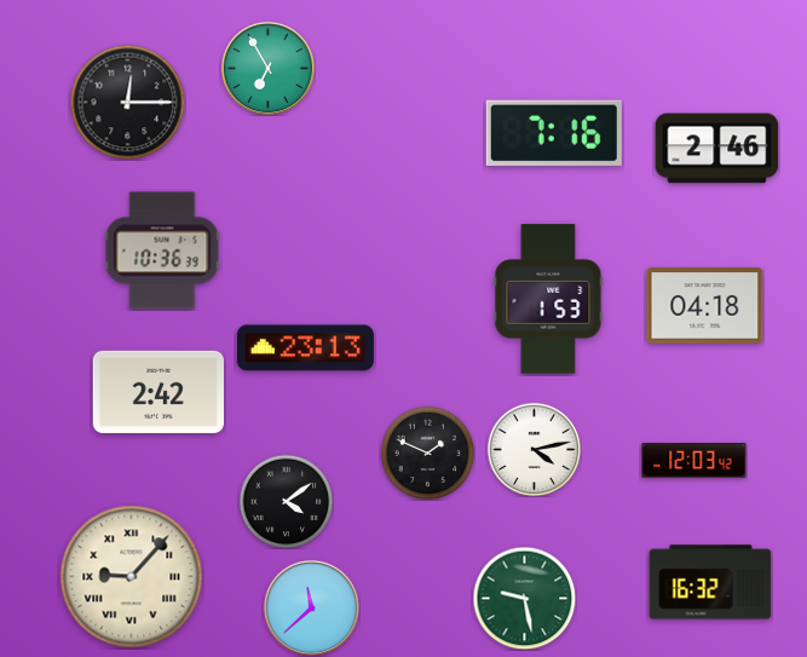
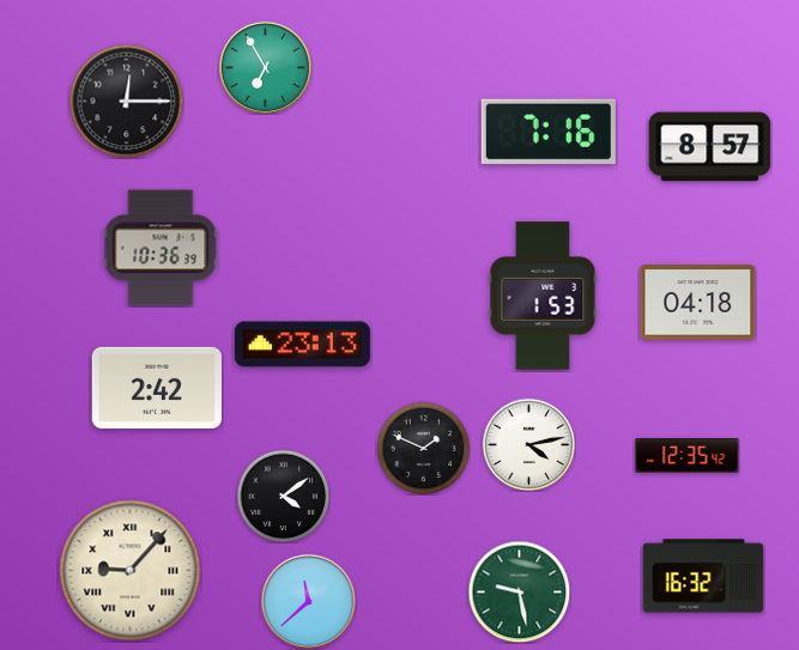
clock at (717, 149): 2:46 -> 8:57
clock at (694, 461): 12:03 -> 12:35
